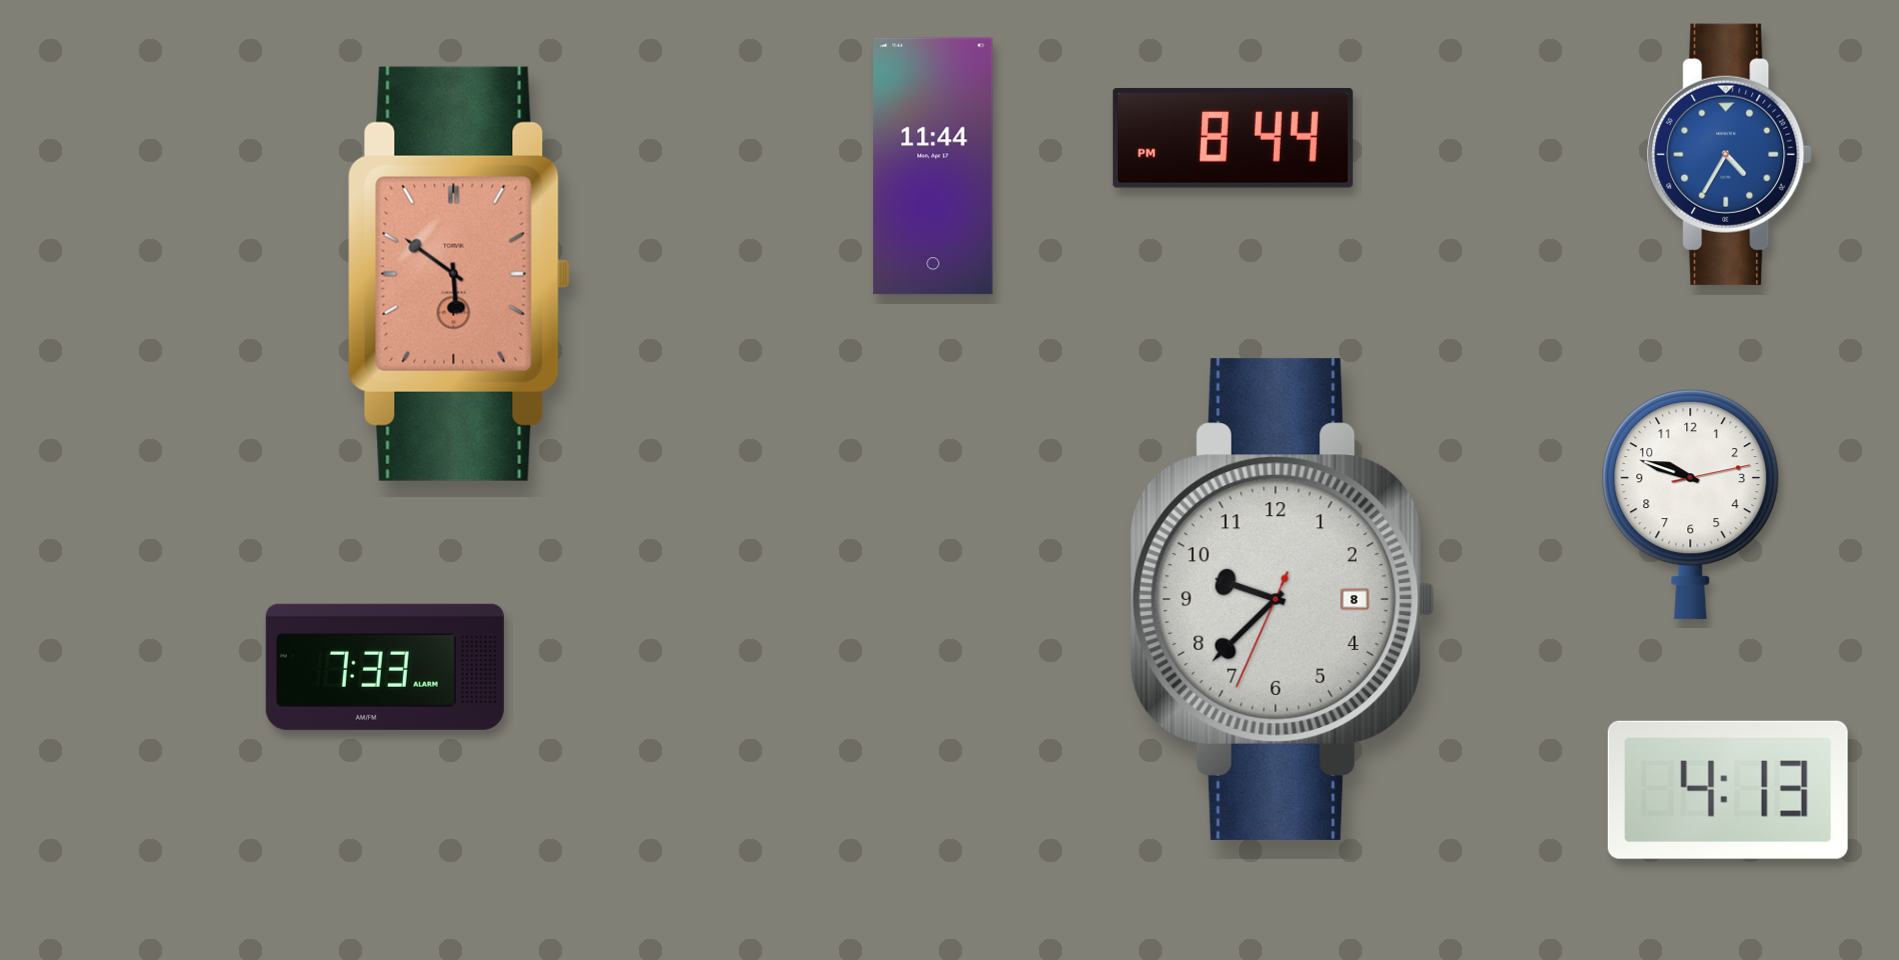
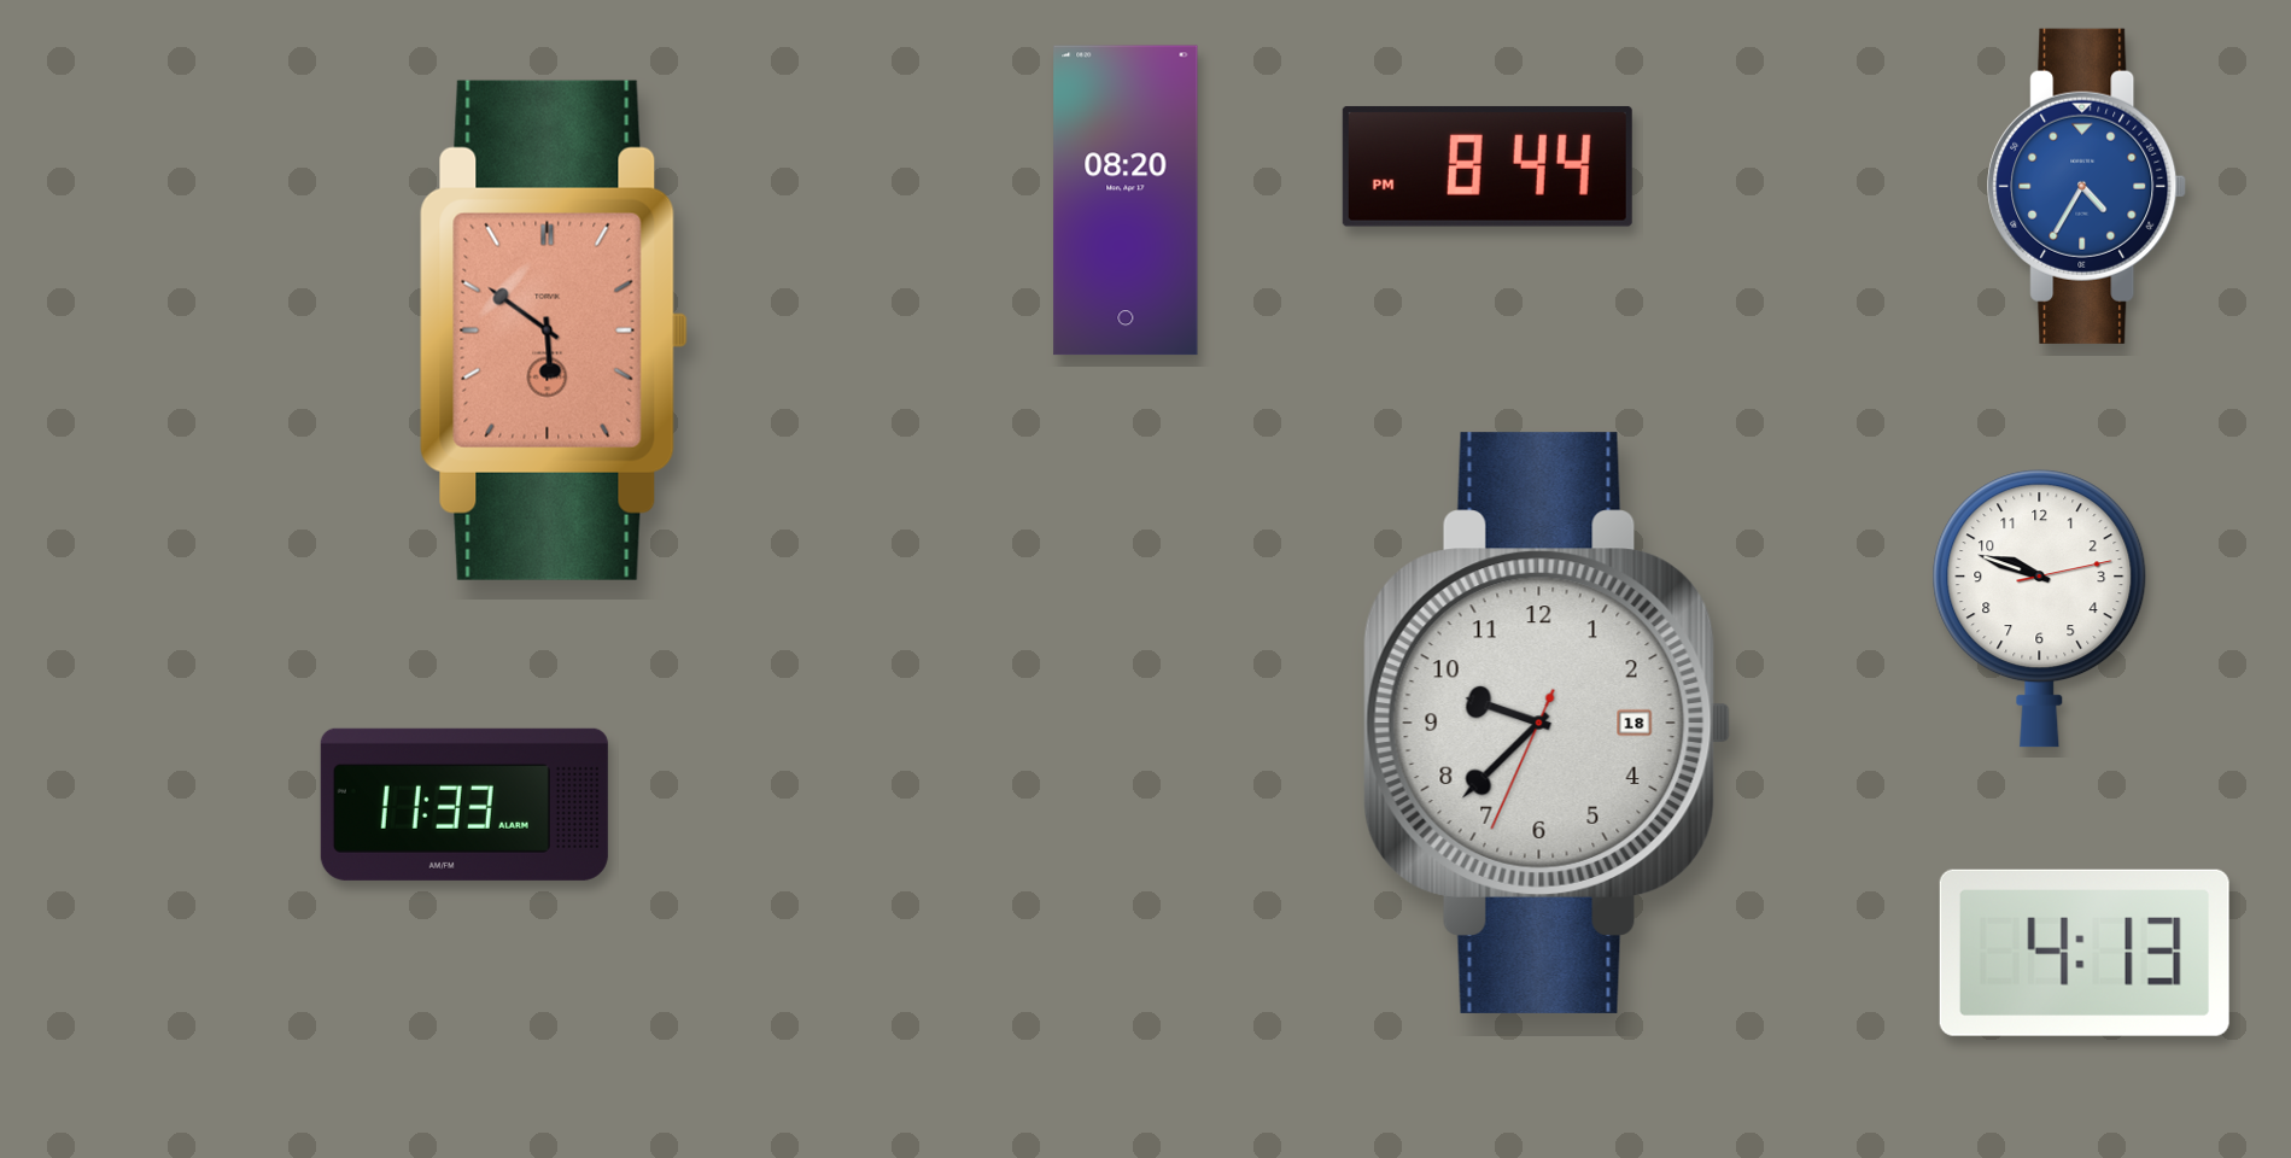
clock at (933, 166): 11:44 -> 08:20
clock at (1283, 599) date: 8 -> 18
clock at (385, 667): 7:33 -> 11:33
